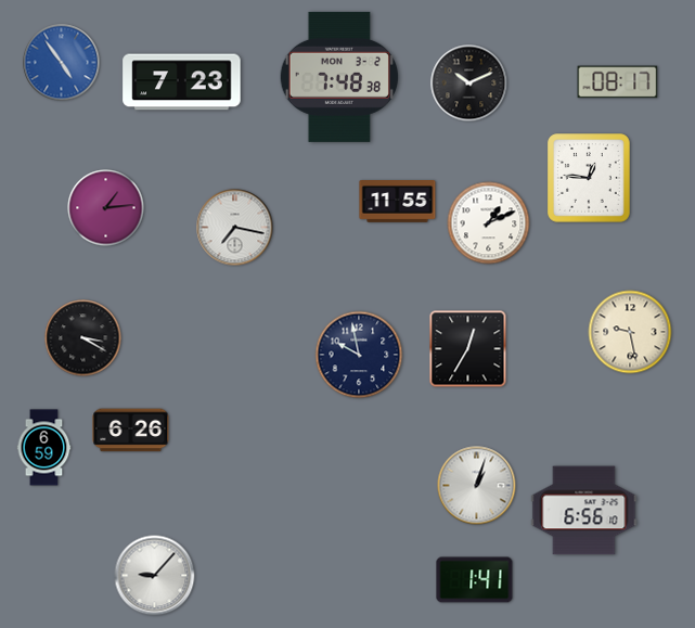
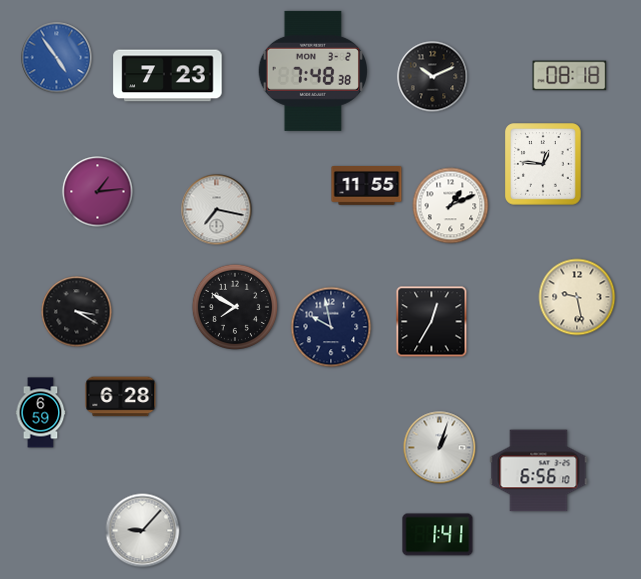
clock at (618, 82): 08:17 -> 08:18
clock at (234, 306): none -> 7:50
clock at (630, 332) position: (630, 332) -> (577, 297)
clock at (131, 431): 6:26 -> 6:28
